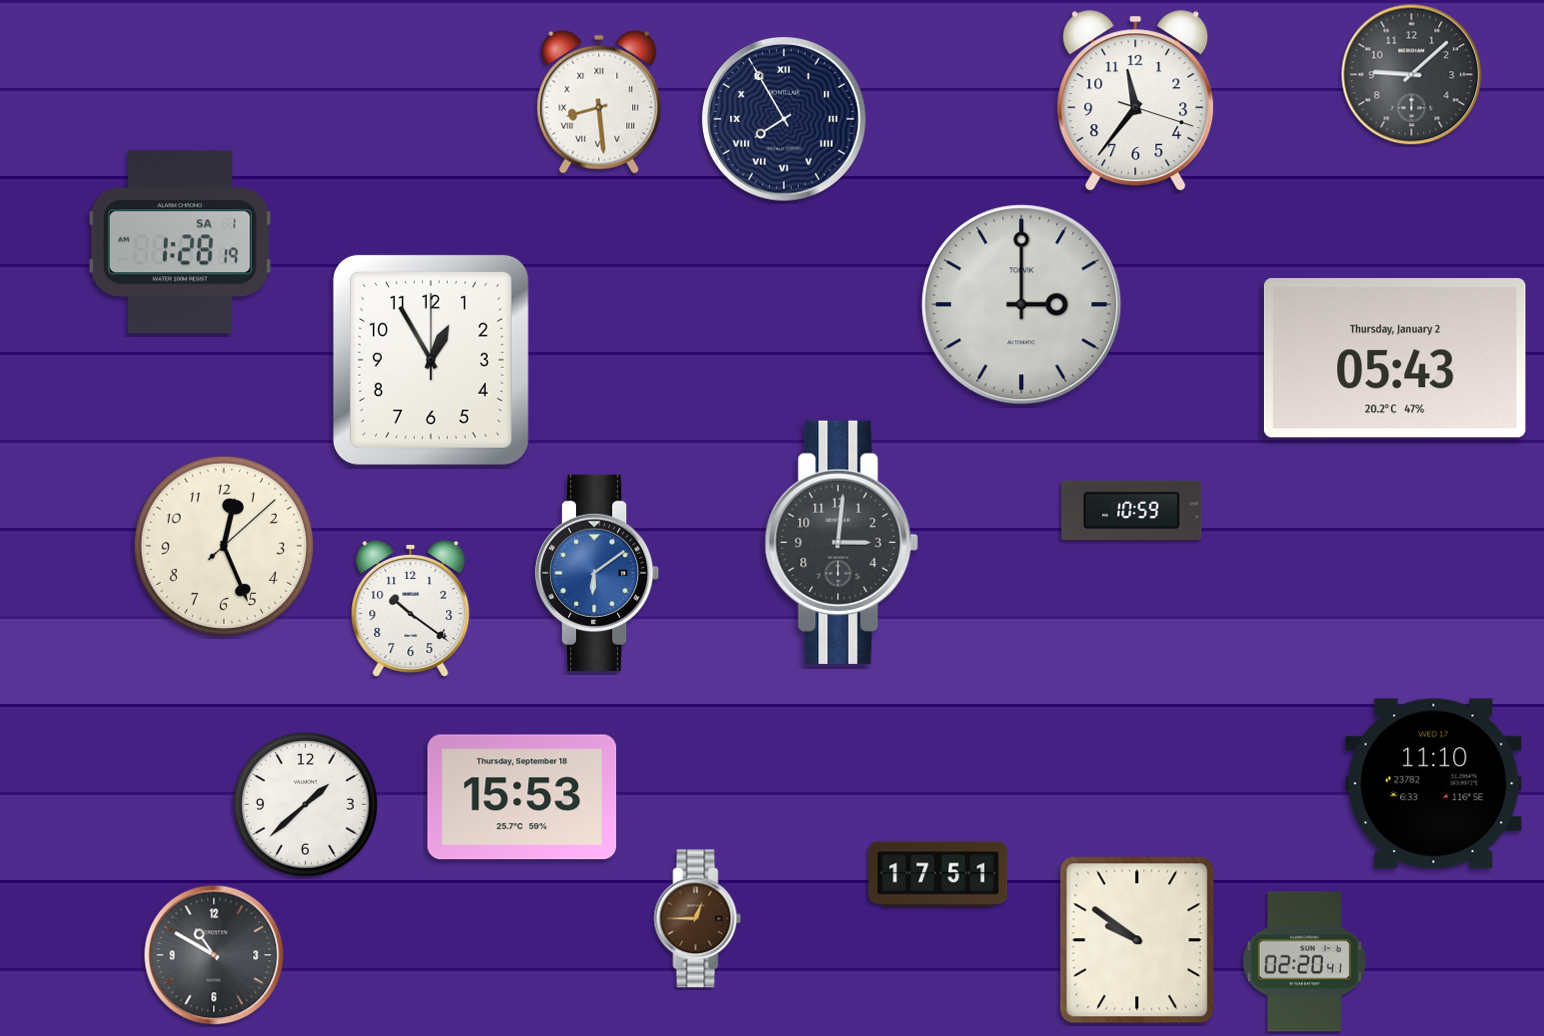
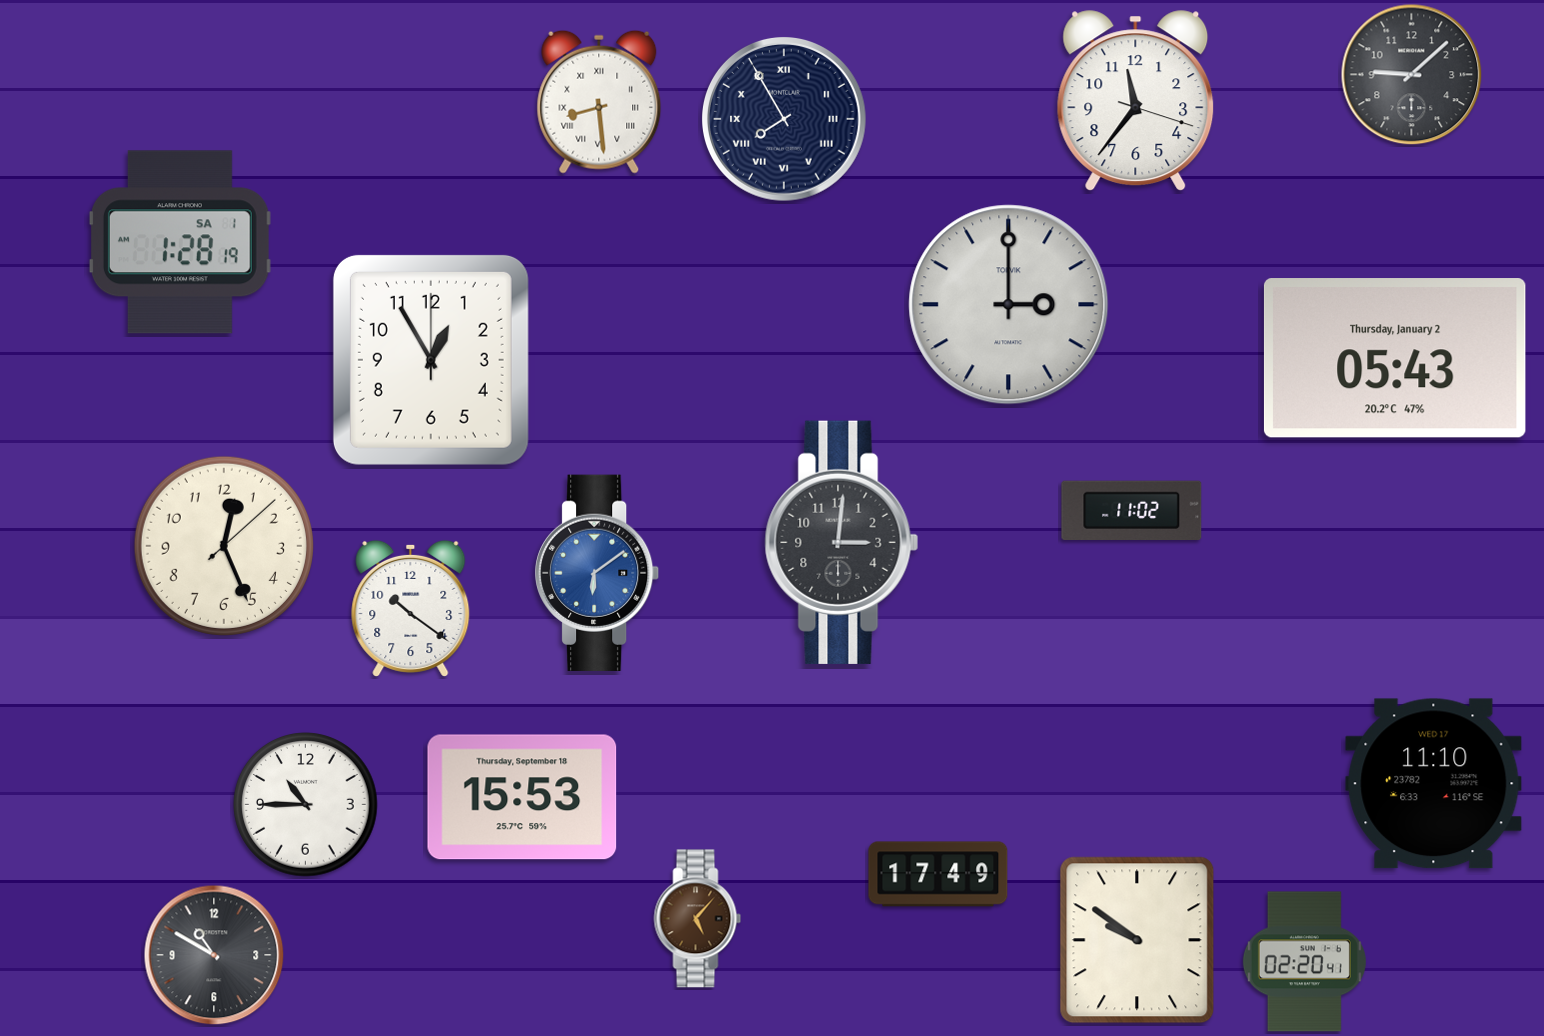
clock at (1022, 305) position: (1022, 305) -> (1009, 305)
clock at (1132, 510): 10:59 -> 11:02
clock at (306, 805): 1:38 -> 10:45
clock at (938, 874): 17:51 -> 17:49
clock at (698, 919): 12:45 -> 5:07
